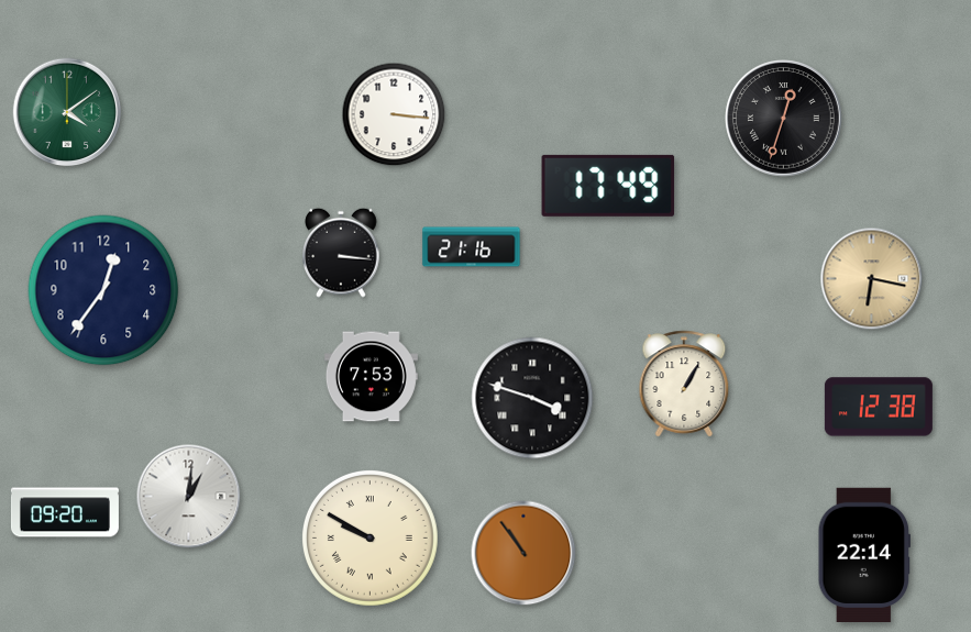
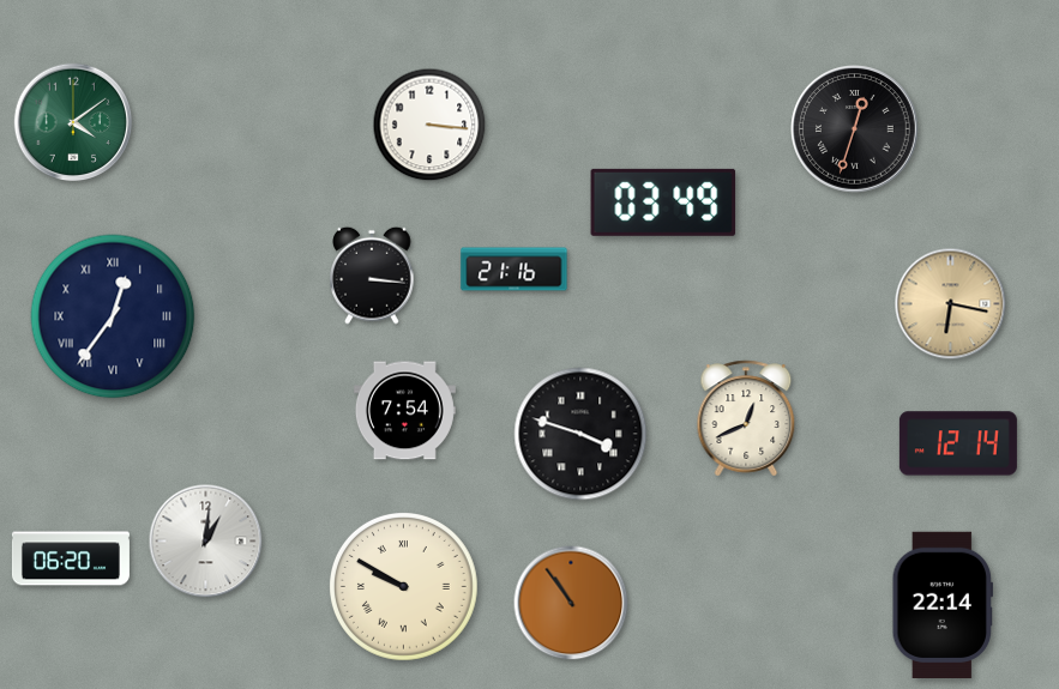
clock at (608, 186): 17:49 -> 03:49
clock at (103, 290) numerals: Arabic -> Roman
clock at (371, 377): 7:53 -> 7:54
clock at (684, 384): 1:05 -> 12:41
clock at (879, 407): 12:38 -> 12:14
clock at (65, 512): 09:20 -> 06:20
